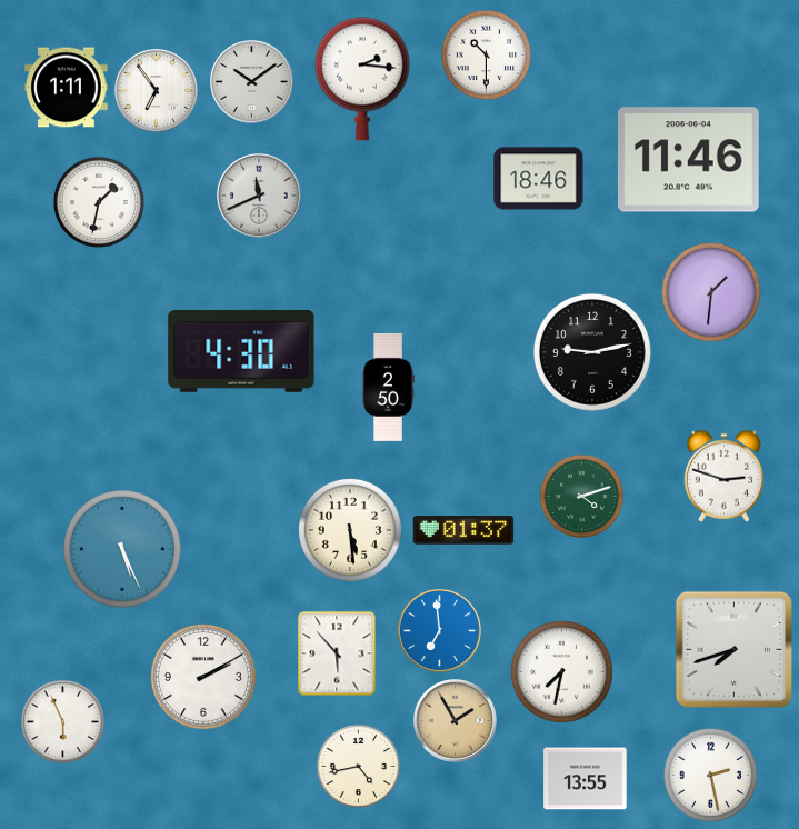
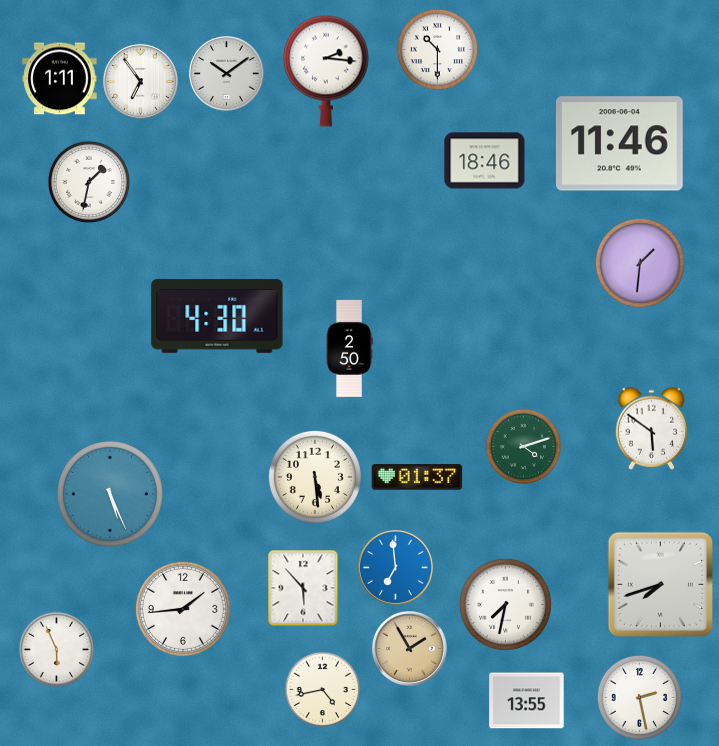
clock at (259, 196): 11:41 -> none
clock at (592, 352): 9:13 -> none
clock at (725, 476): 2:48 -> 5:51
clock at (203, 677): 2:10 -> 1:44
